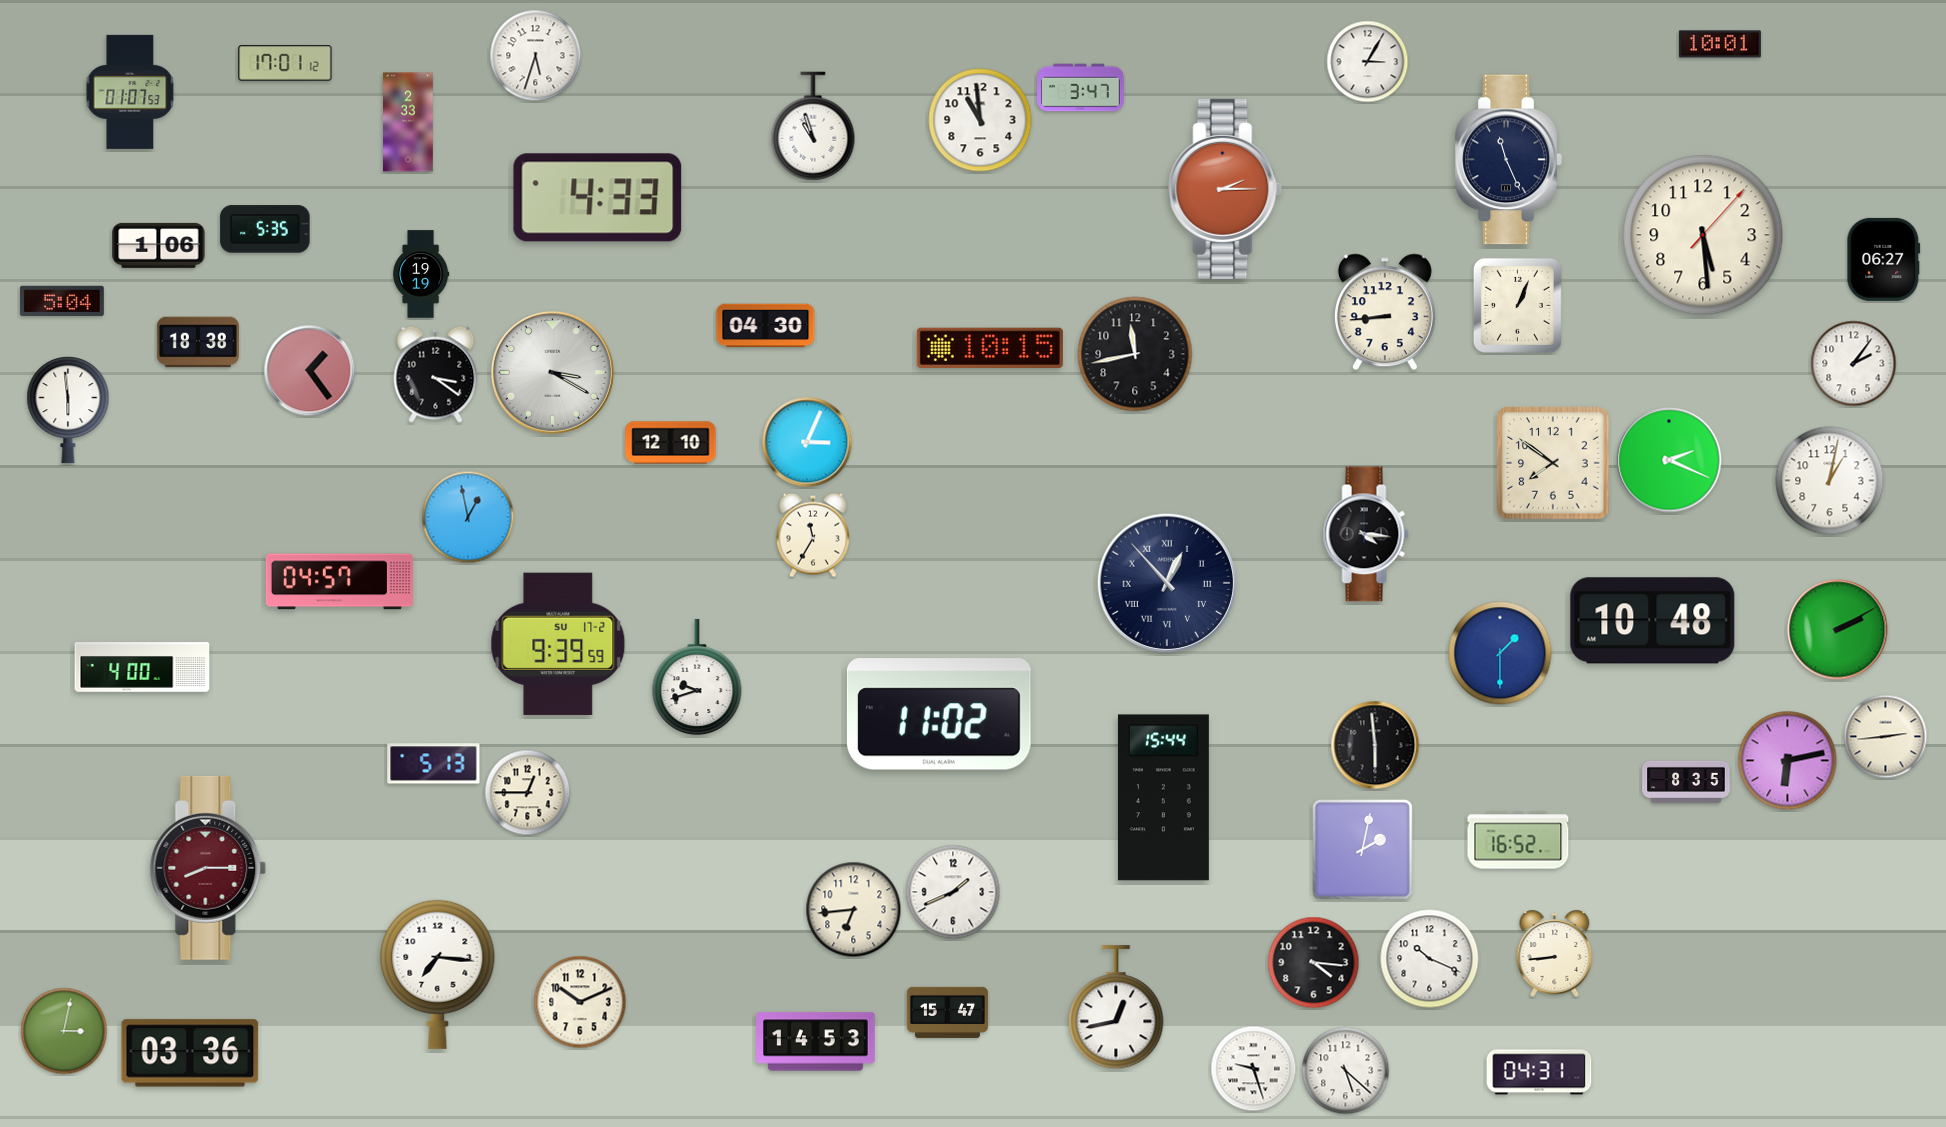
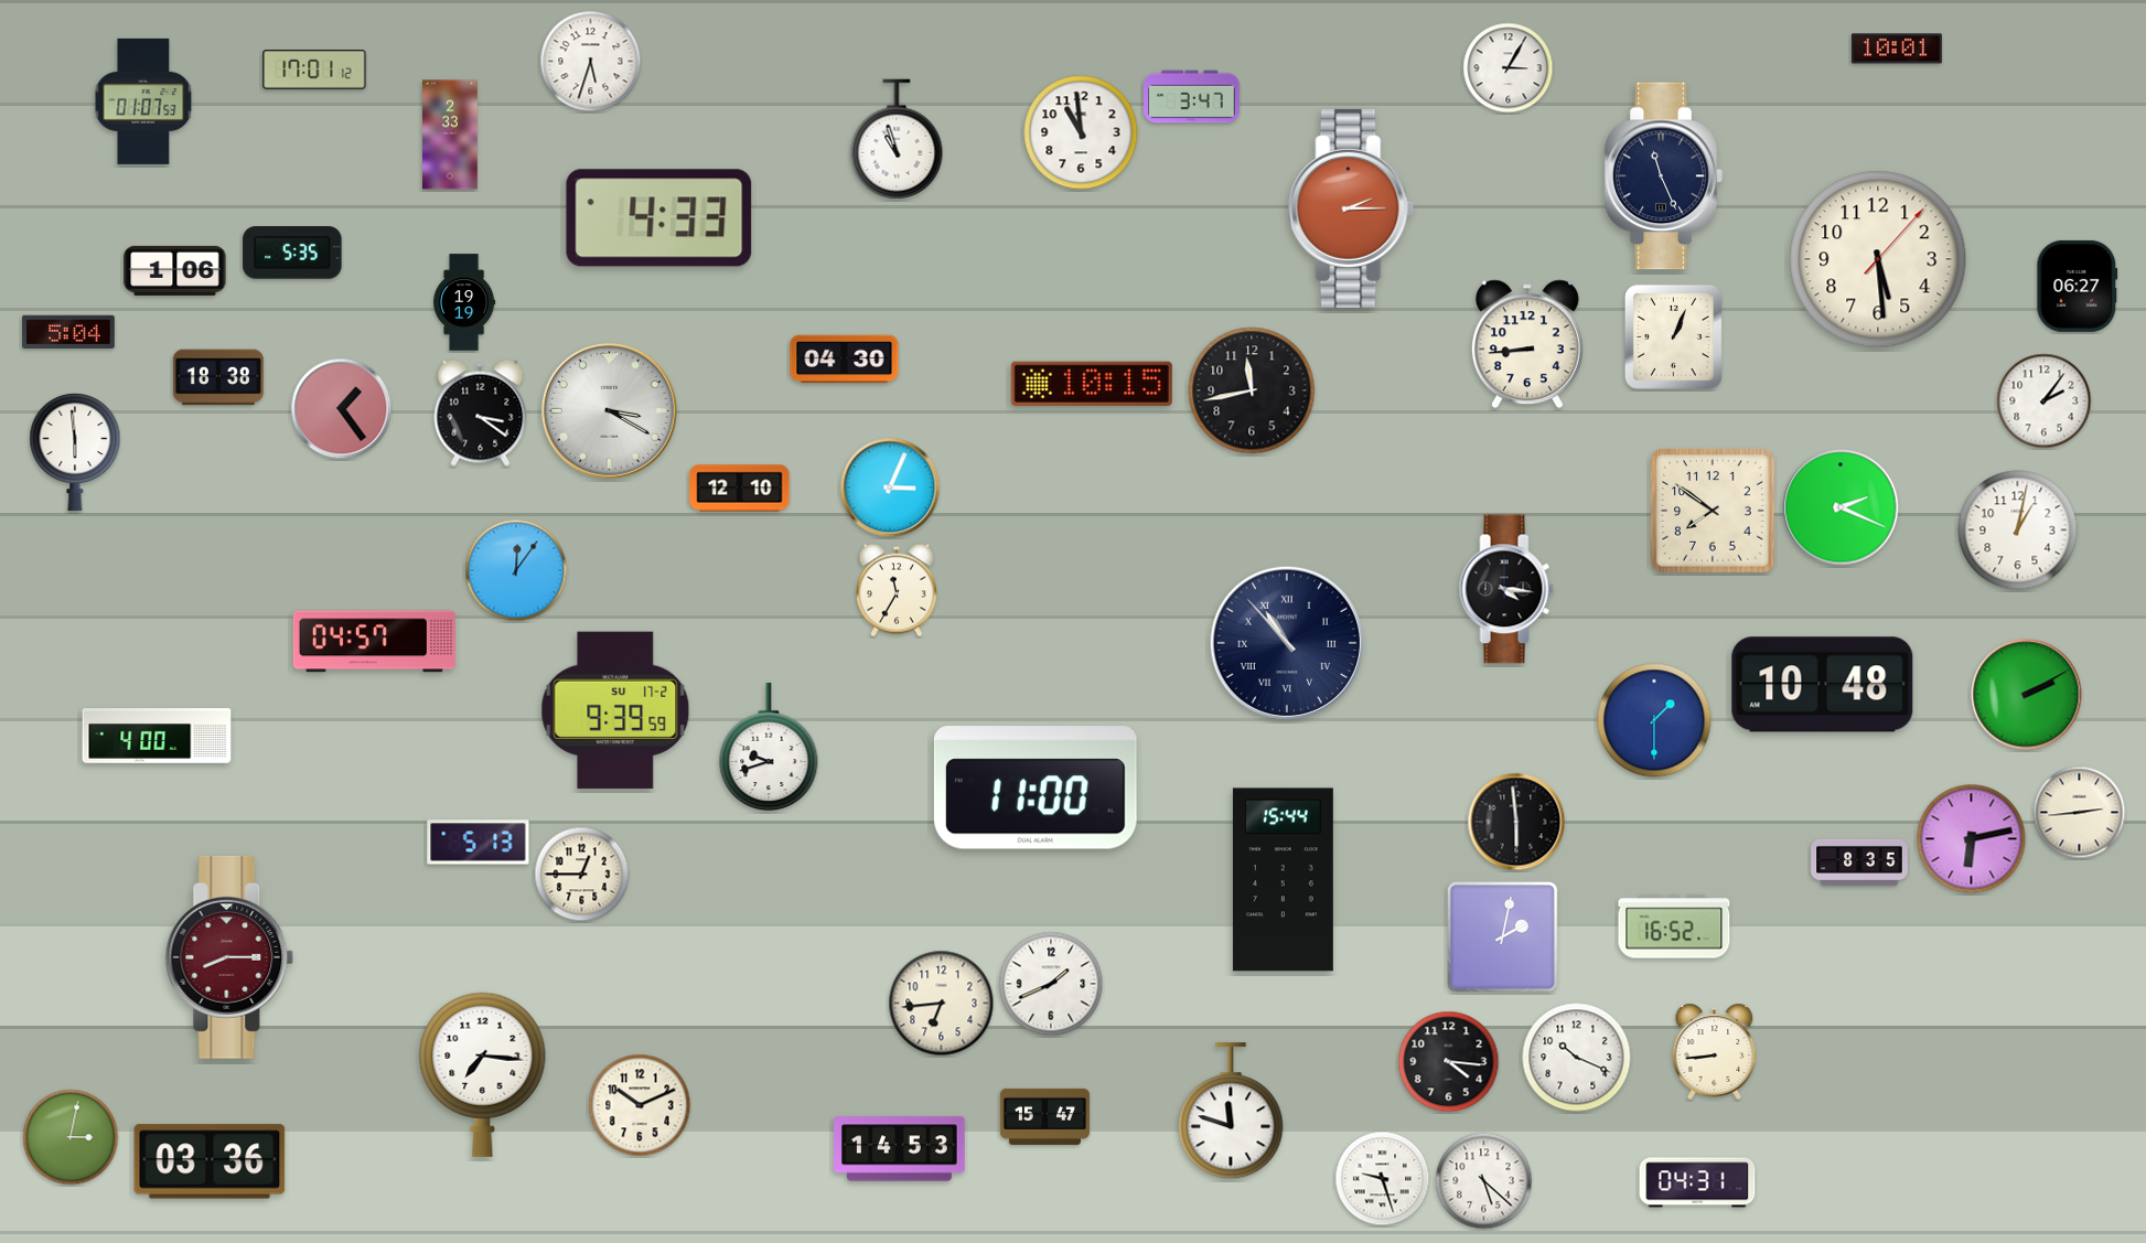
clock at (468, 517): 12:58 -> 12:06
clock at (1167, 583): 12:53 -> 10:53
clock at (939, 714): 11:02 -> 11:00
clock at (1116, 1008): 12:43 -> 11:48
